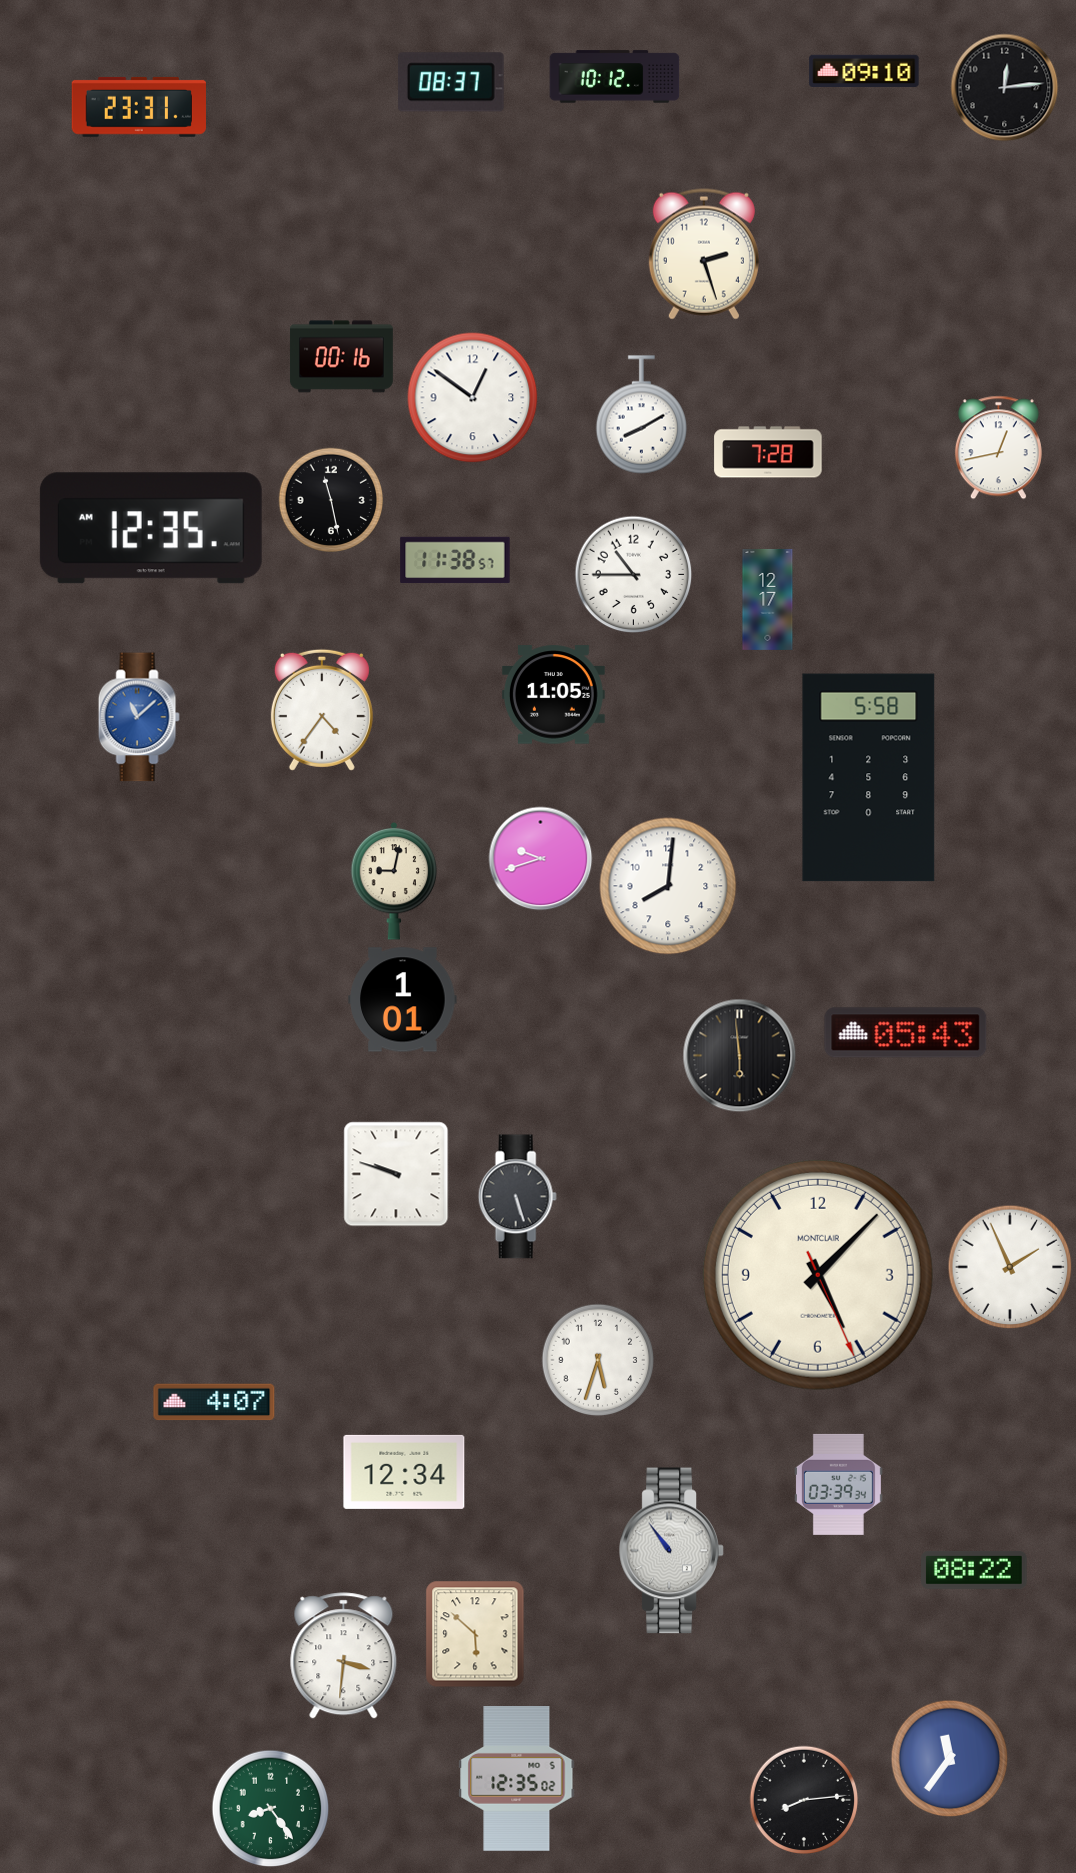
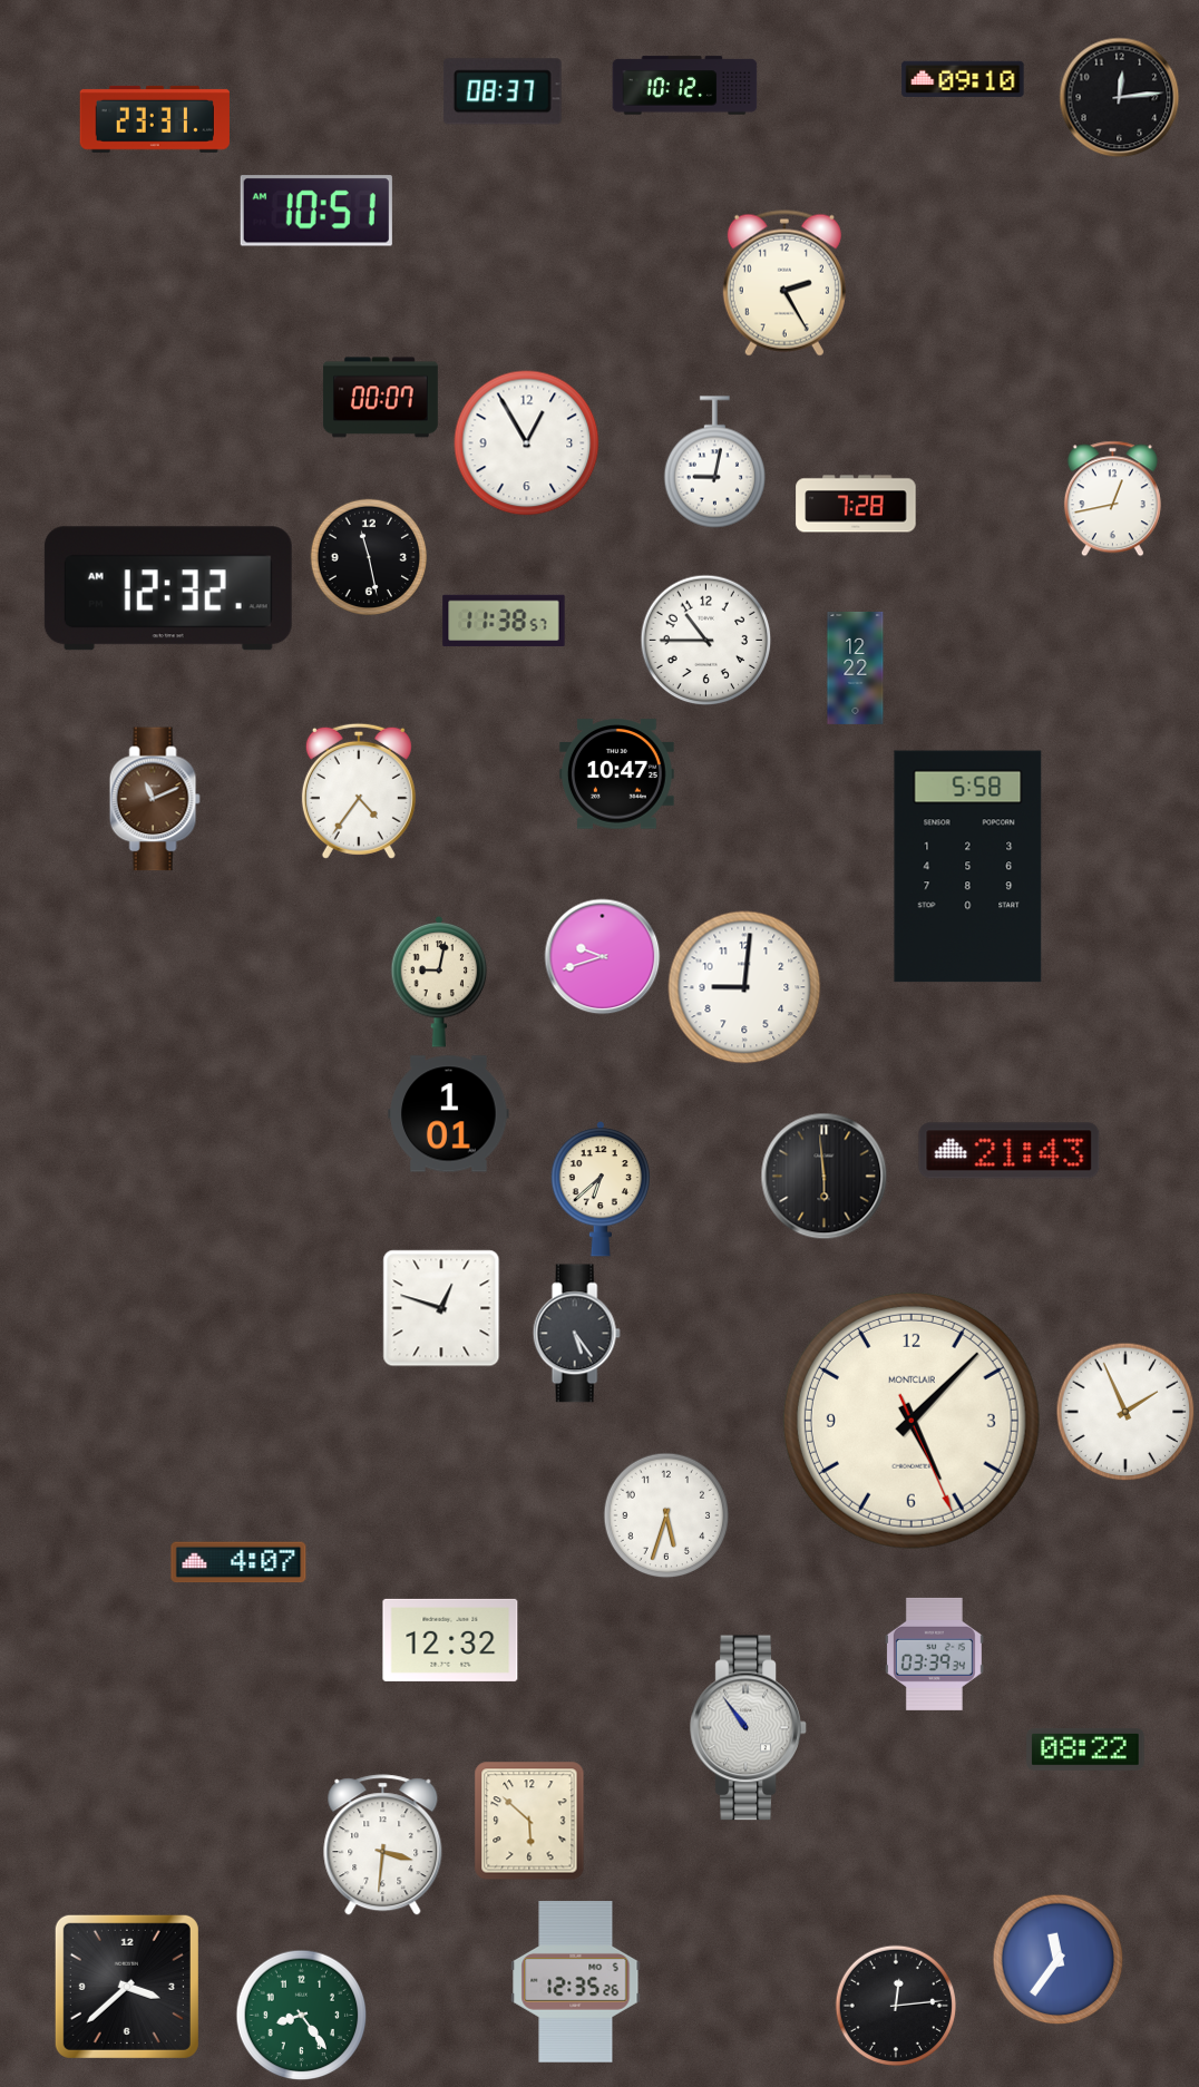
clock at (316, 211): none -> 10:51
clock at (704, 254): 2:27 -> 2:25
clock at (341, 357): 00:16 -> 00:07
clock at (473, 398): 12:51 -> 12:55
clock at (642, 415): 8:10 -> 9:02
clock at (151, 528): 12:35 -> 12:32
clock at (455, 560) position: (455, 560) -> (504, 621)
clock at (768, 599): 12:17 -> 12:22
clock at (553, 695): 11:05 -> 10:47
clock at (139, 717): 11:08 -> 11:11
clock at (139, 717) dial: blue -> brown
clock at (668, 886): 8:01 -> 9:01
clock at (906, 1033): 05:43 -> 21:43
clock at (599, 1190): none -> 6:38
clock at (396, 1174): 9:48 -> 12:48
clock at (517, 1197): 5:27 -> 5:24
clock at (404, 1472): 12:34 -> 12:32
clock at (517, 1779): 12:35:02 -> 12:35:26
clock at (127, 1987): none -> 3:38
clock at (804, 1800): 8:14 -> 12:14
